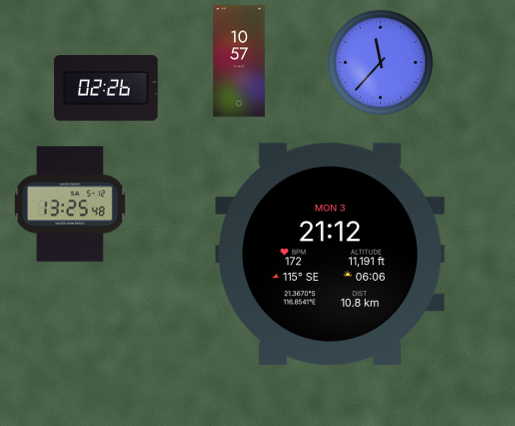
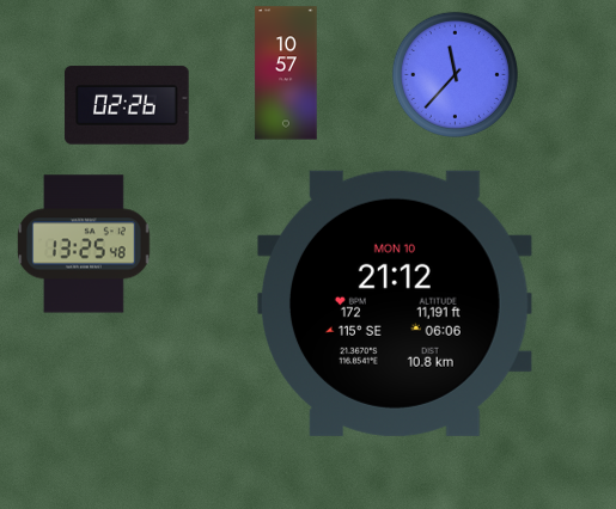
clock at (331, 254) date: MON 3 -> MON 10
